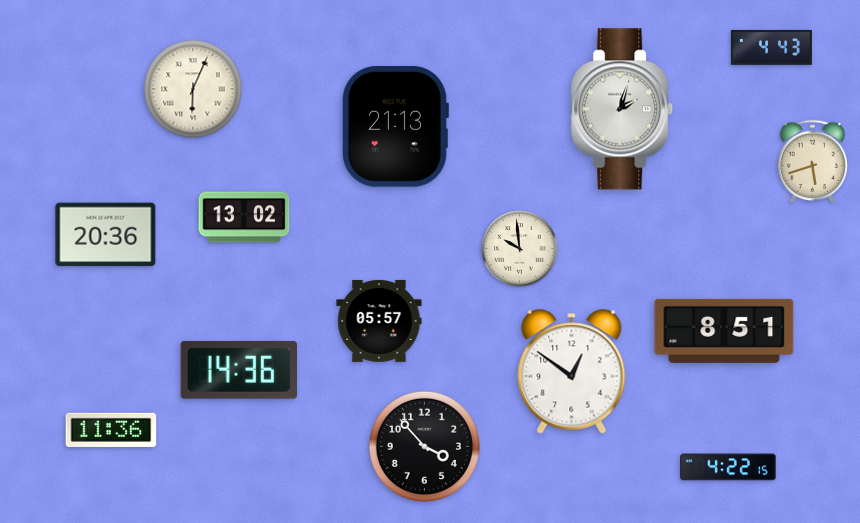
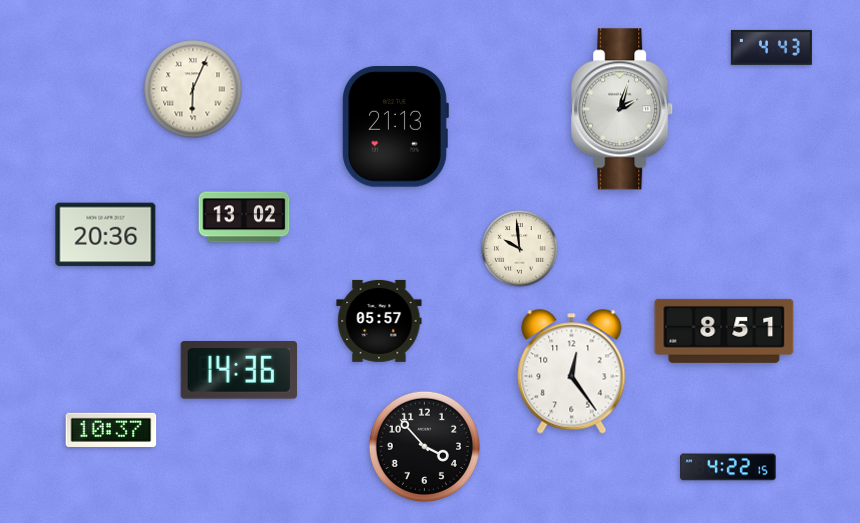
clock at (813, 161): 5:42 -> none
clock at (572, 372): 12:51 -> 12:24
clock at (111, 430): 11:36 -> 10:37
